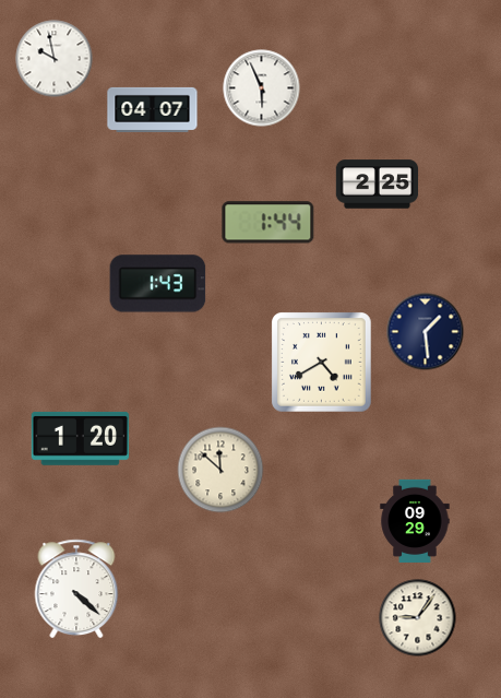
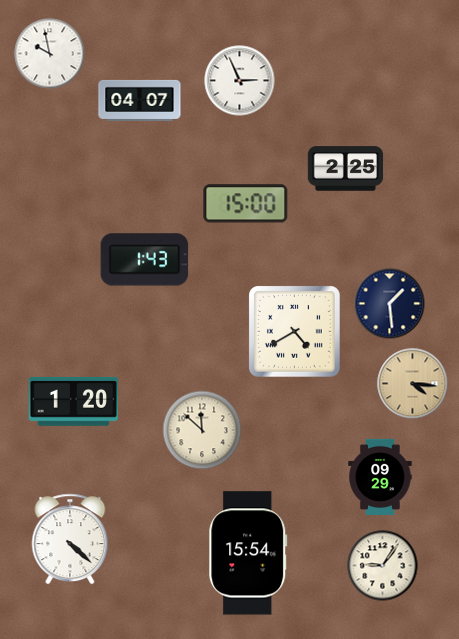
clock at (262, 88): 5:56 -> 2:56
clock at (269, 223): 1:44 -> 15:00
clock at (413, 384): none -> 4:16
clock at (248, 553): none -> 15:54
